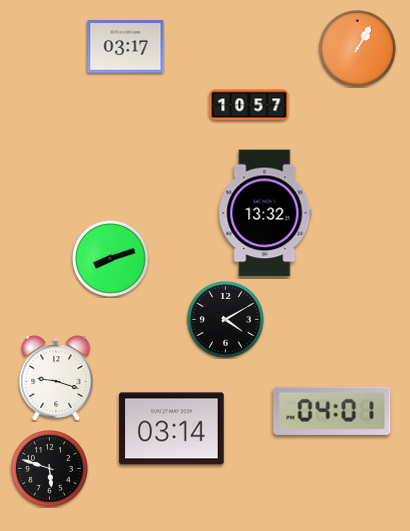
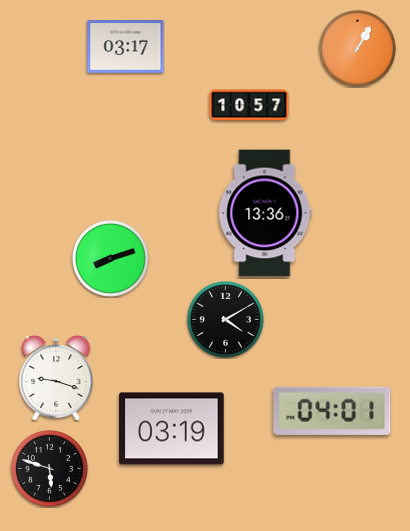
clock at (265, 213): 13:32 -> 13:36
clock at (172, 429): 03:14 -> 03:19
